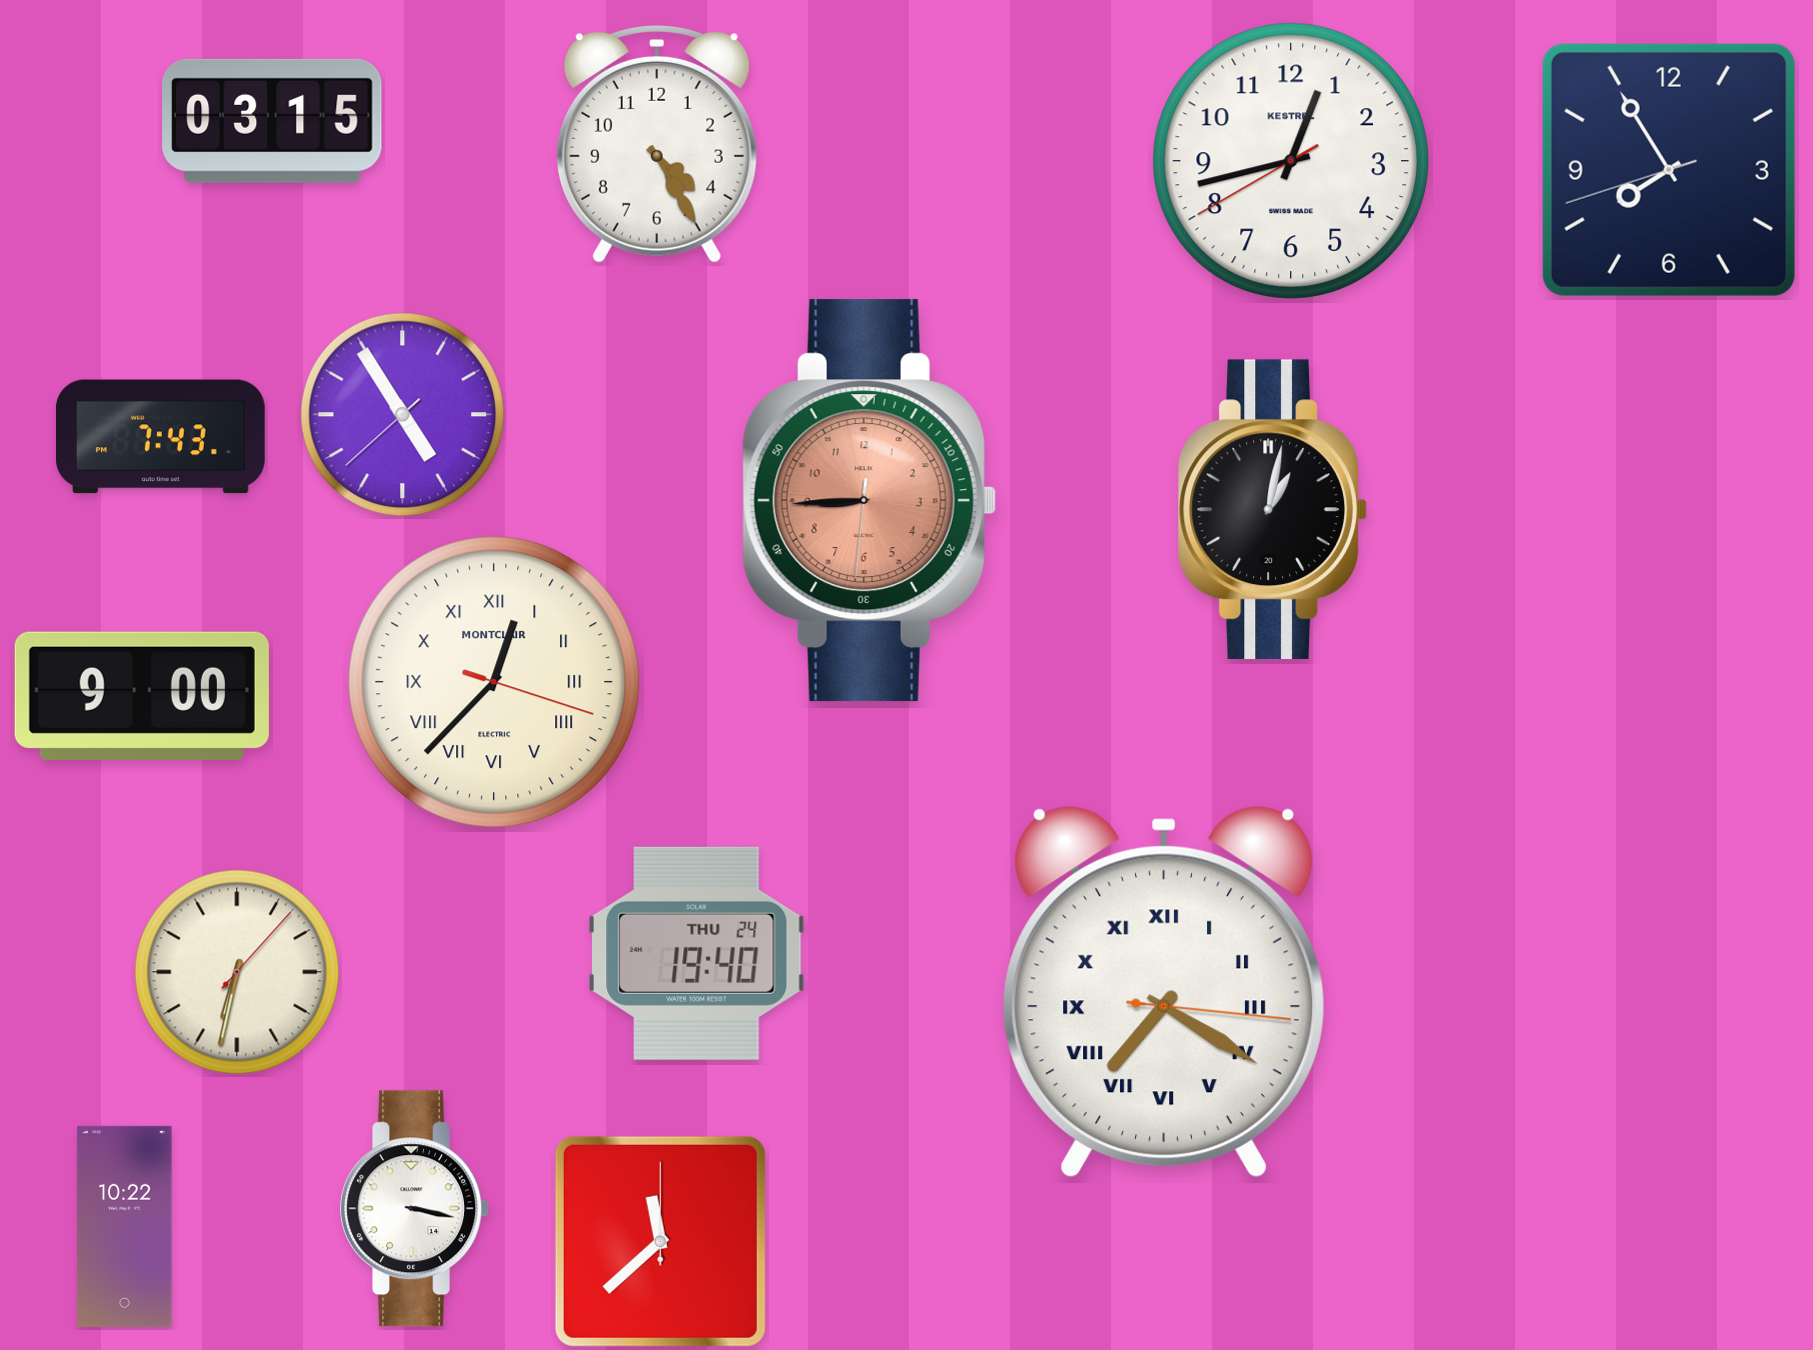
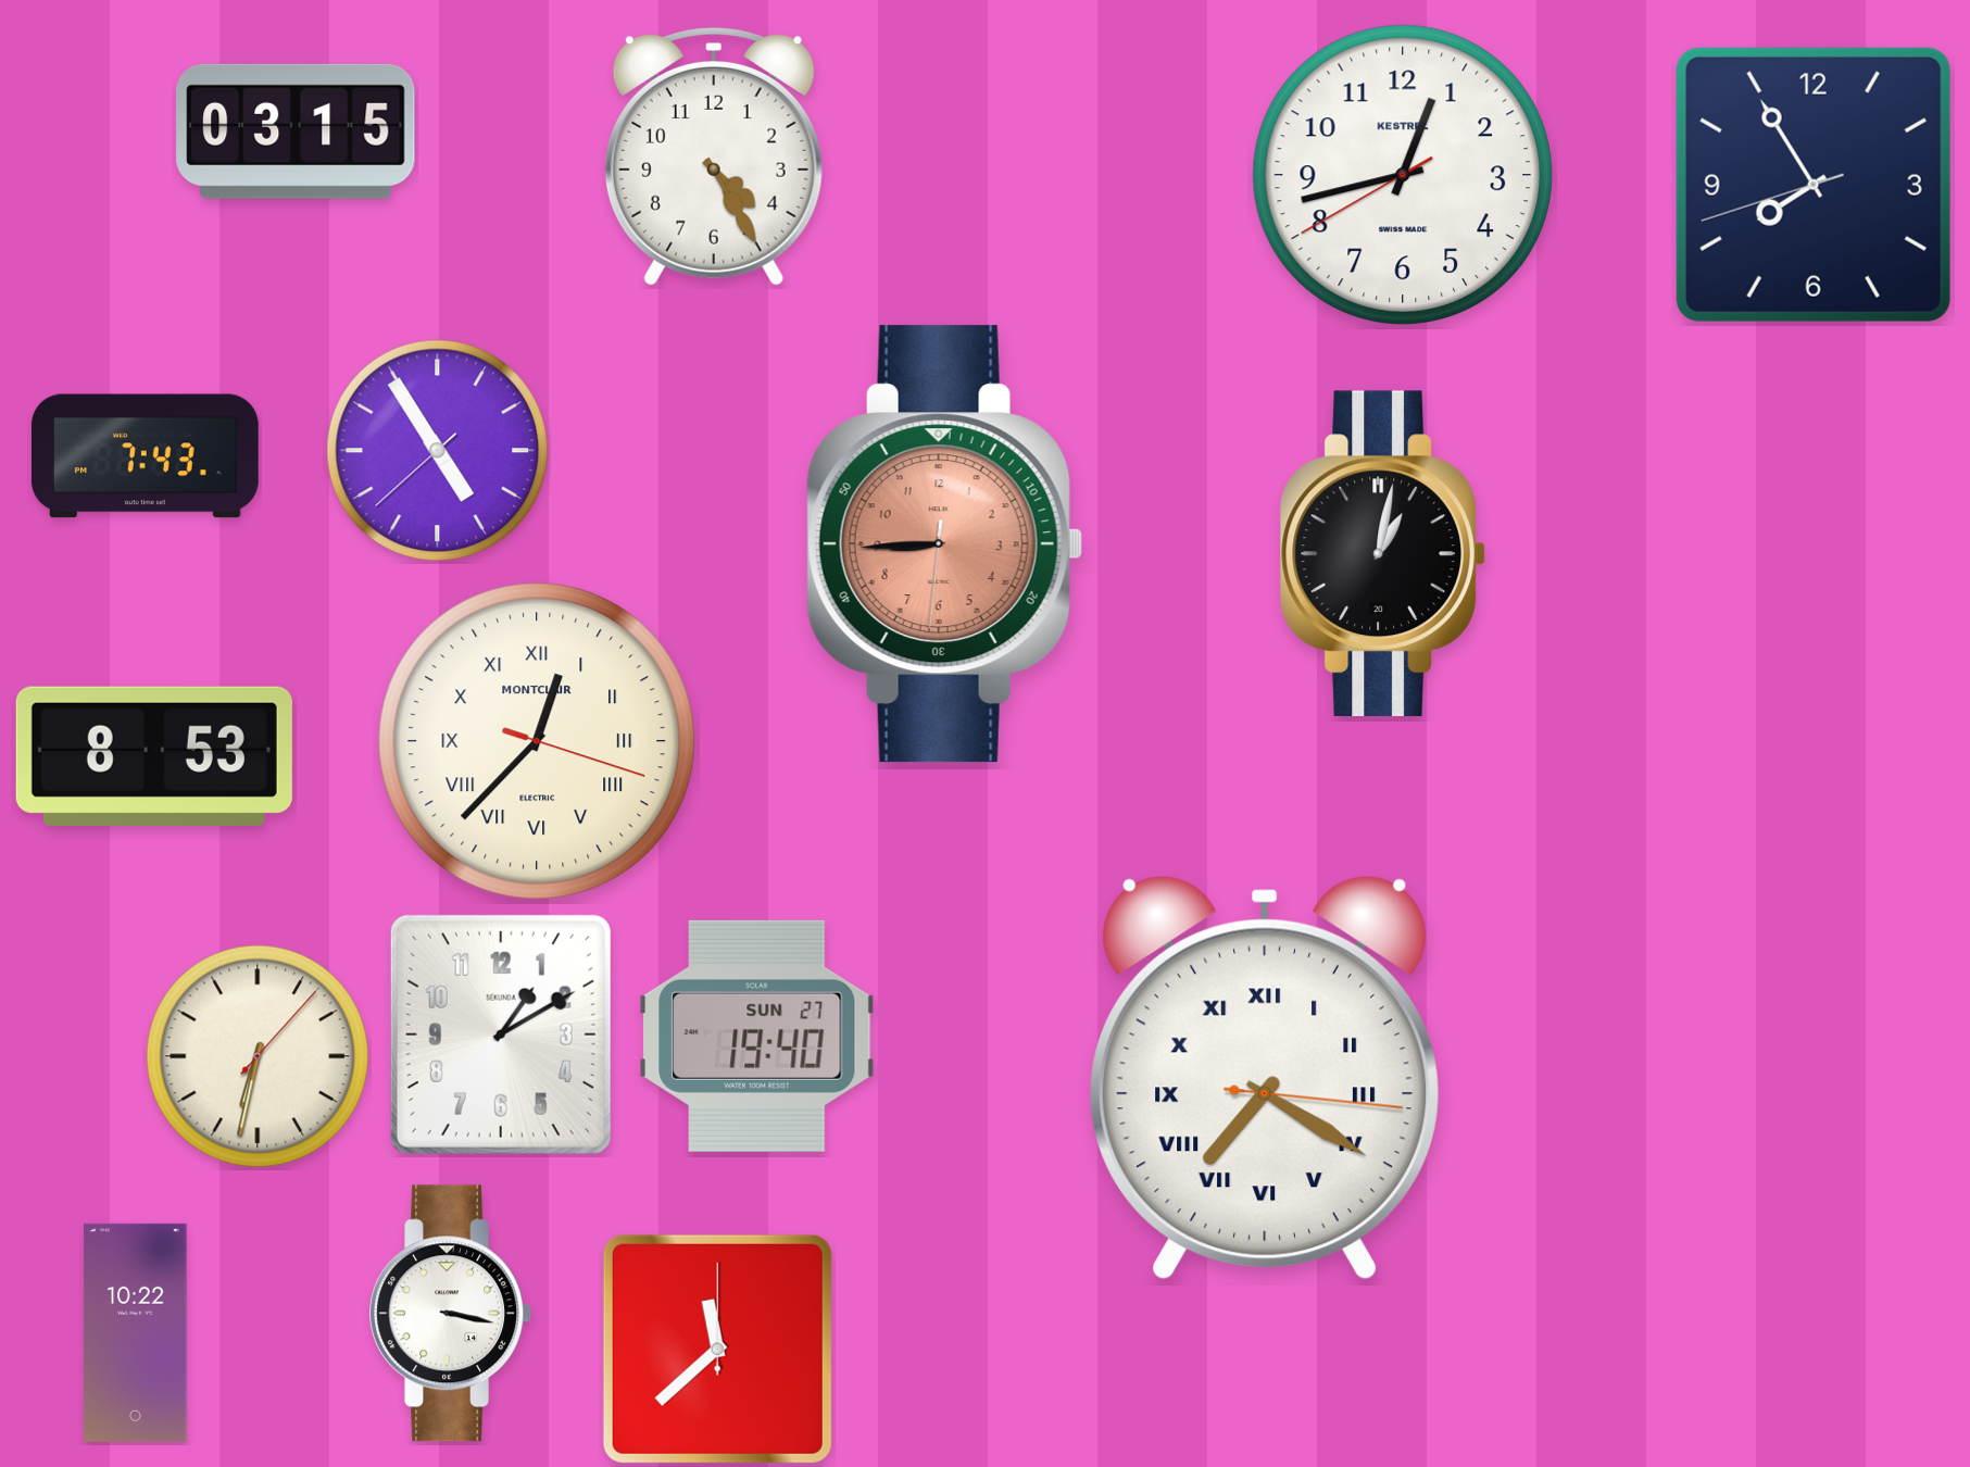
clock at (160, 437) position: (160, 437) -> (145, 456)
clock at (142, 696): 9:00 -> 8:53
clock at (501, 1035): none -> 1:10
clock at (697, 953) date: THU 24 -> SUN 27
